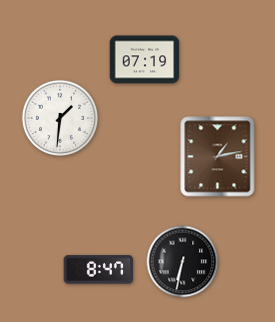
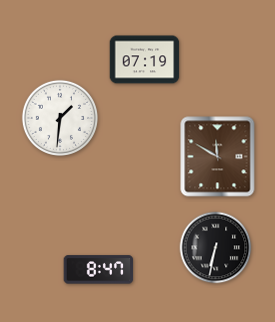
clock at (218, 157): 1:13 -> 11:50
clock at (183, 262) position: (183, 262) -> (216, 248)
